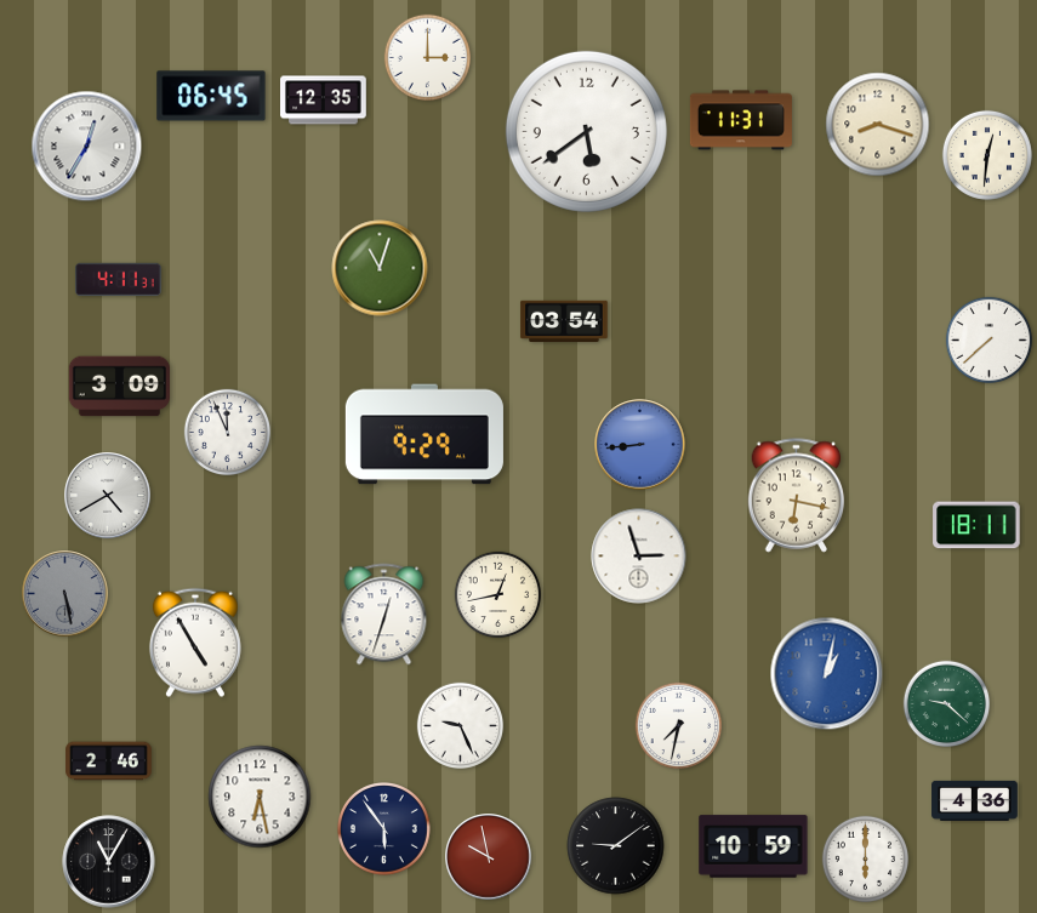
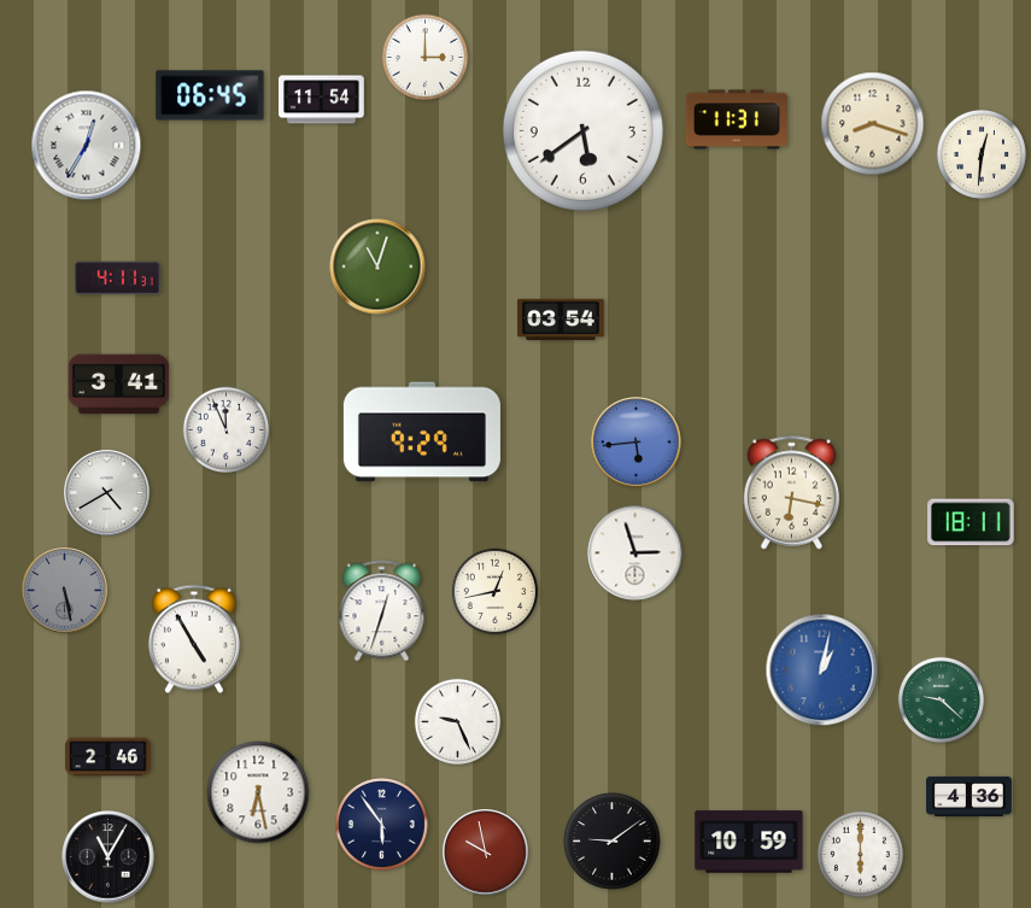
clock at (324, 101): 12:35 -> 11:54
clock at (990, 341): 7:38 -> none
clock at (120, 387): 3:09 -> 3:41
clock at (640, 445): 8:44 -> 5:44
clock at (679, 726): 7:32 -> none
